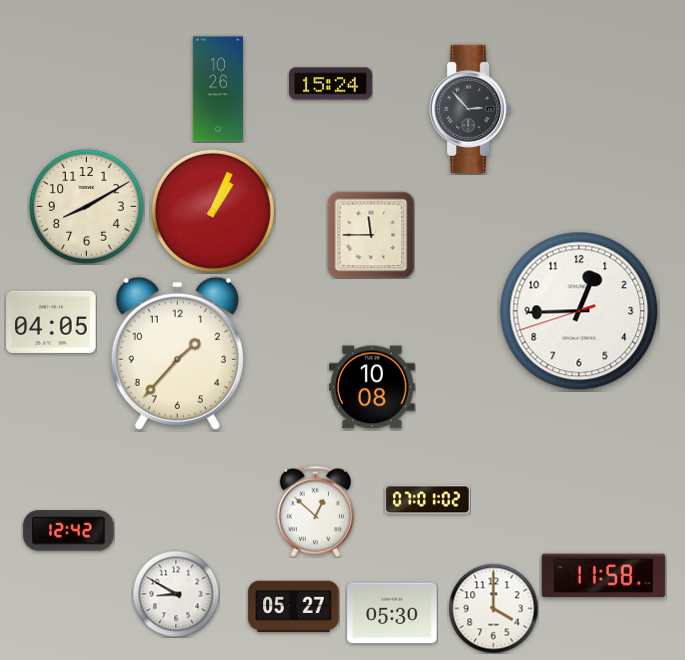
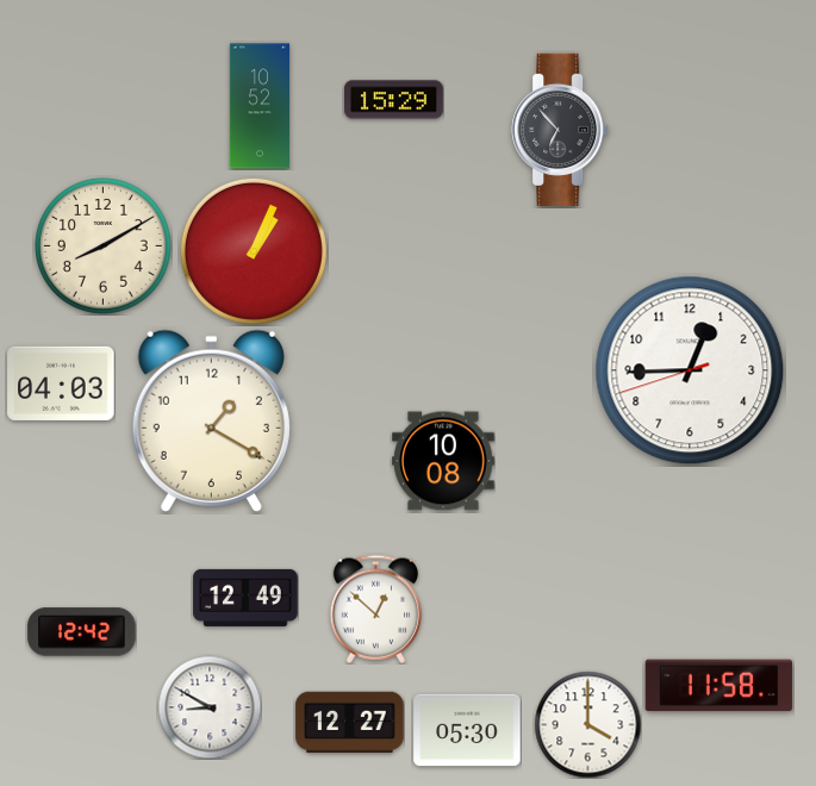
clock at (330, 84): 15:24 -> 15:29
clock at (218, 89): 10:26 -> 10:52
clock at (470, 109): 2:53 -> 6:53
clock at (371, 235): 11:45 -> none
clock at (51, 322): 04:05 -> 04:03
clock at (177, 353): 1:37 -> 1:20
clock at (428, 500): 07:01 -> none
clock at (245, 598): none -> 12:49
clock at (294, 607): 05:27 -> 12:27
